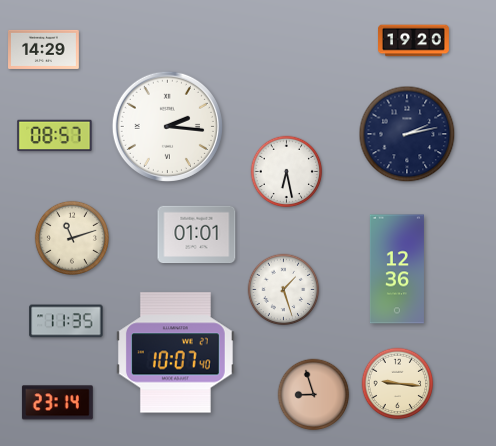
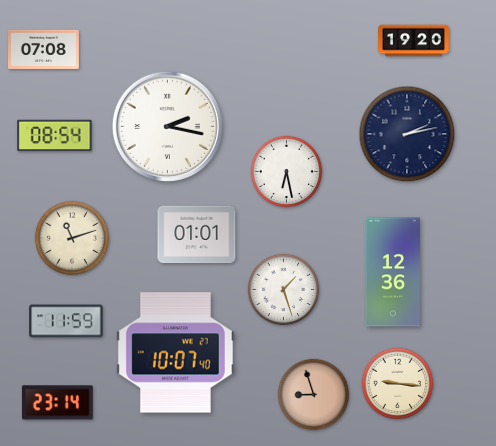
clock at (44, 49): 14:29 -> 07:08
clock at (167, 126): 2:16 -> 2:17
clock at (55, 136): 08:57 -> 08:54
clock at (397, 269) position: (397, 269) -> (393, 272)
clock at (66, 321): 11:35 -> 11:59
